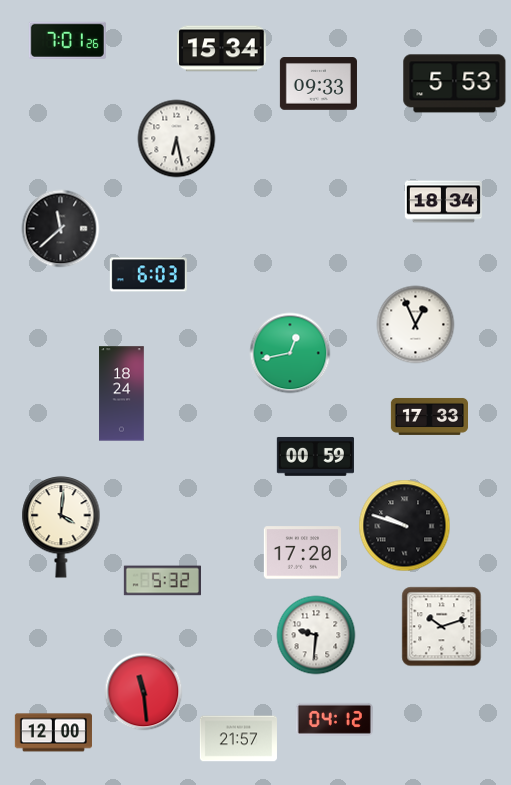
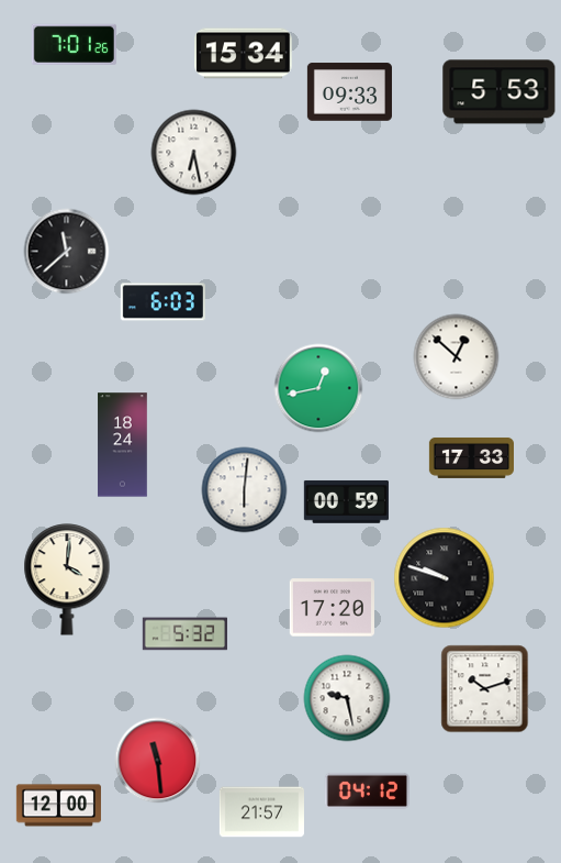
clock at (443, 202): 18:34 -> none
clock at (415, 324): 12:56 -> 12:52
clock at (122, 394) position: (122, 394) -> (123, 445)
clock at (244, 489): none -> 6:01
clock at (162, 581) position: (162, 581) -> (184, 634)
clock at (316, 635): 9:31 -> 9:28
